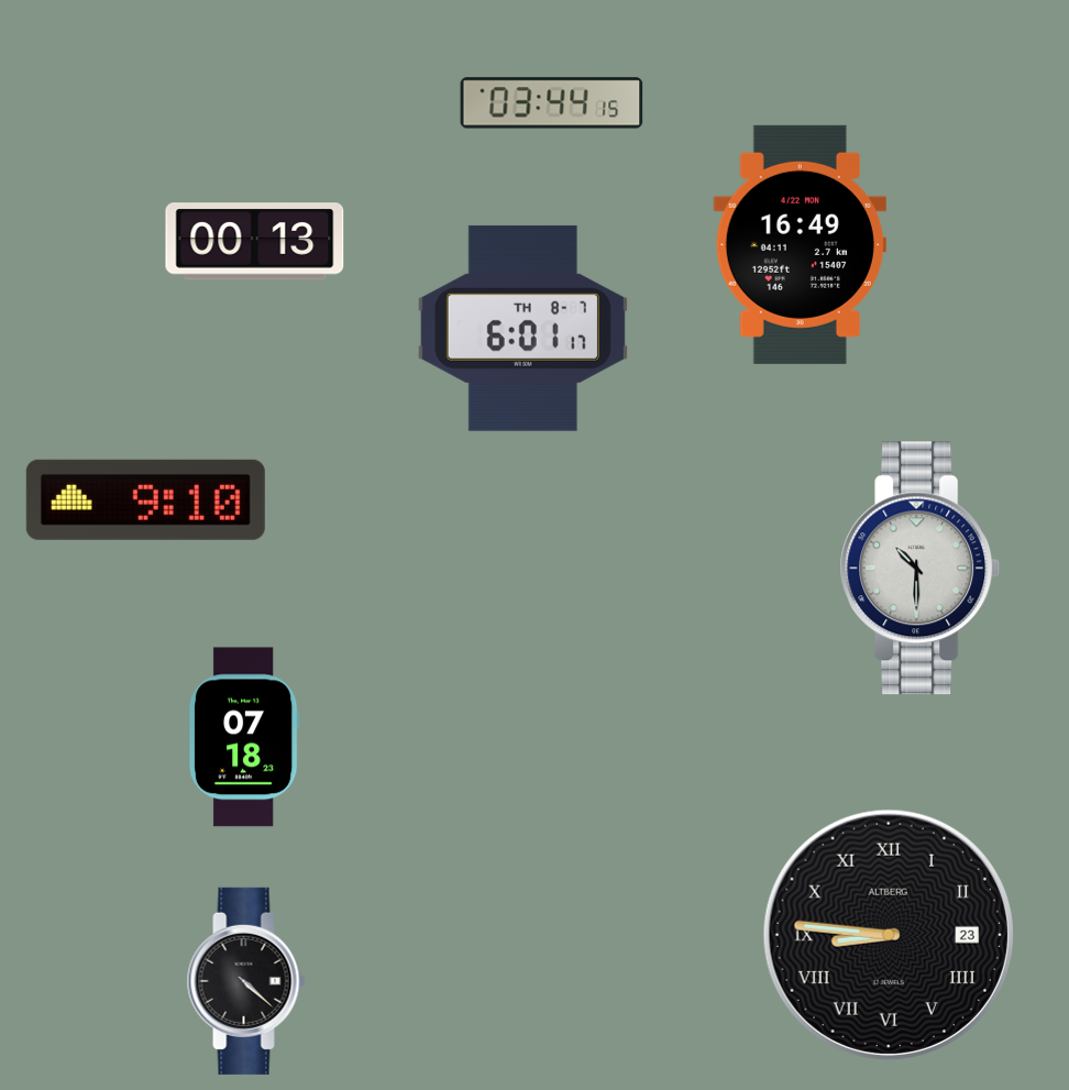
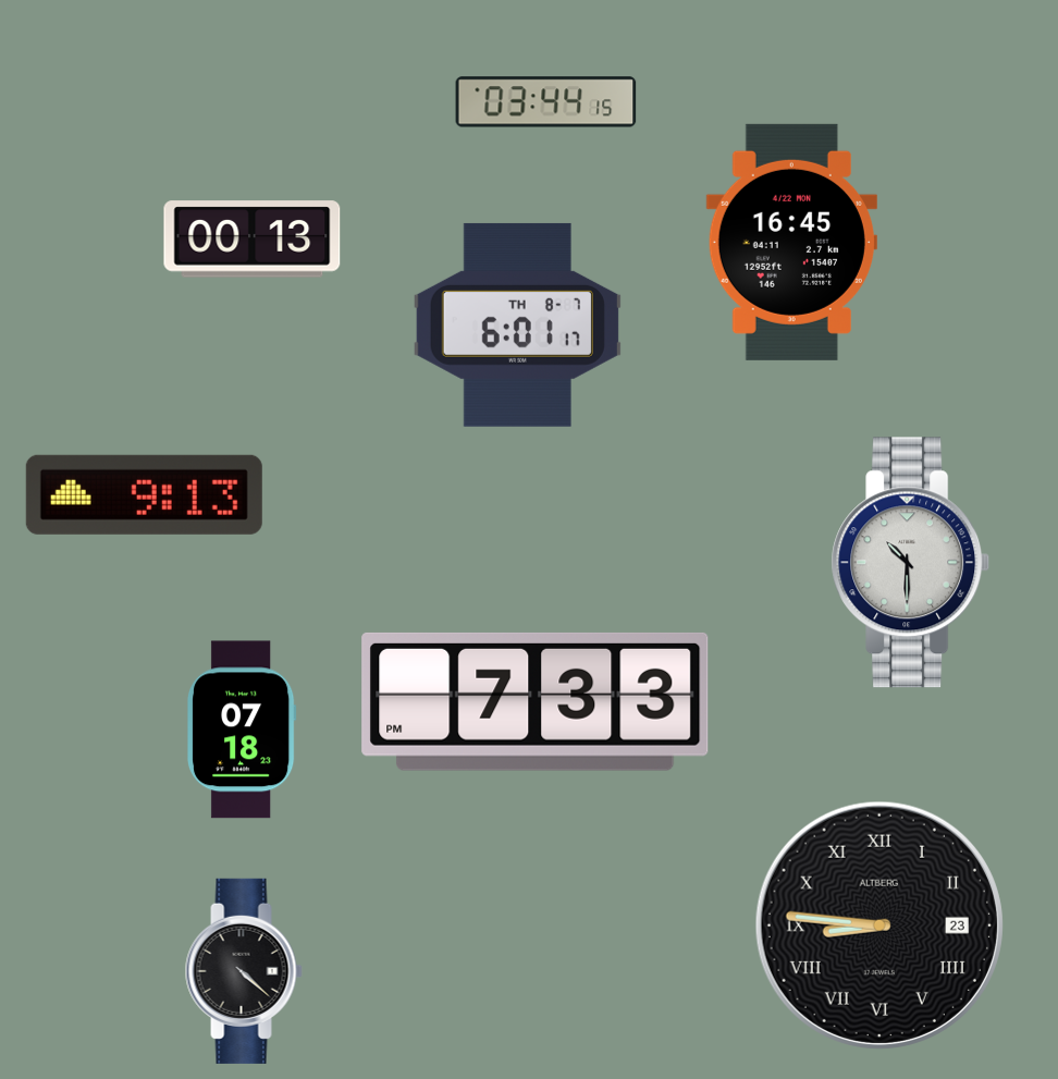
clock at (800, 244): 16:49 -> 16:45
clock at (145, 499): 9:10 -> 9:13
clock at (536, 701): none -> 7:33
